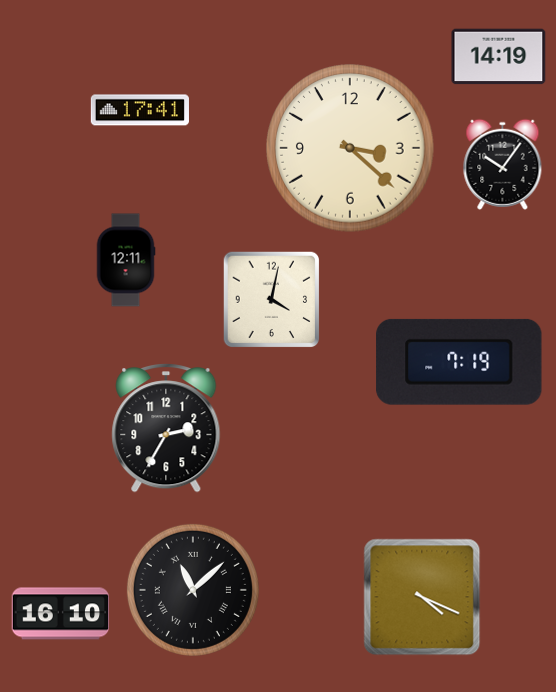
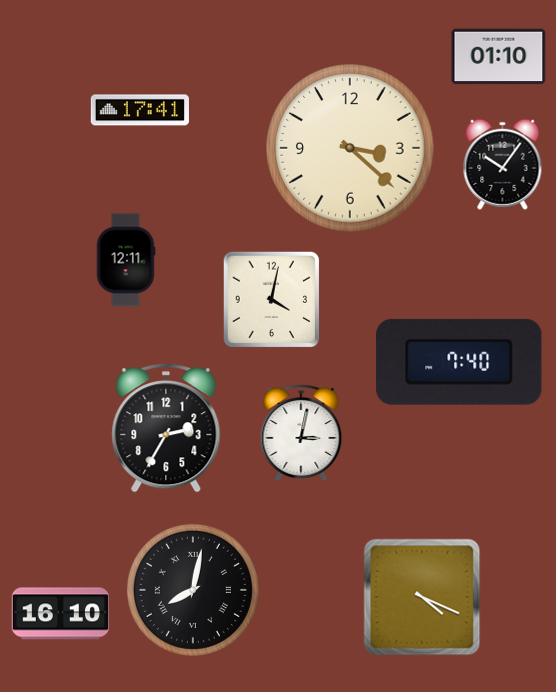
clock at (499, 57): 14:19 -> 01:10
clock at (459, 362): 7:19 -> 7:40
clock at (301, 433): none -> 3:02
clock at (193, 590): 11:08 -> 8:02
